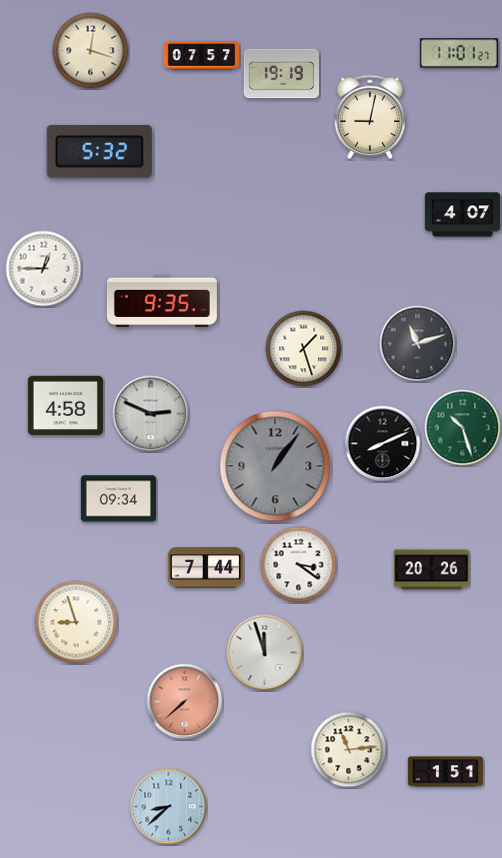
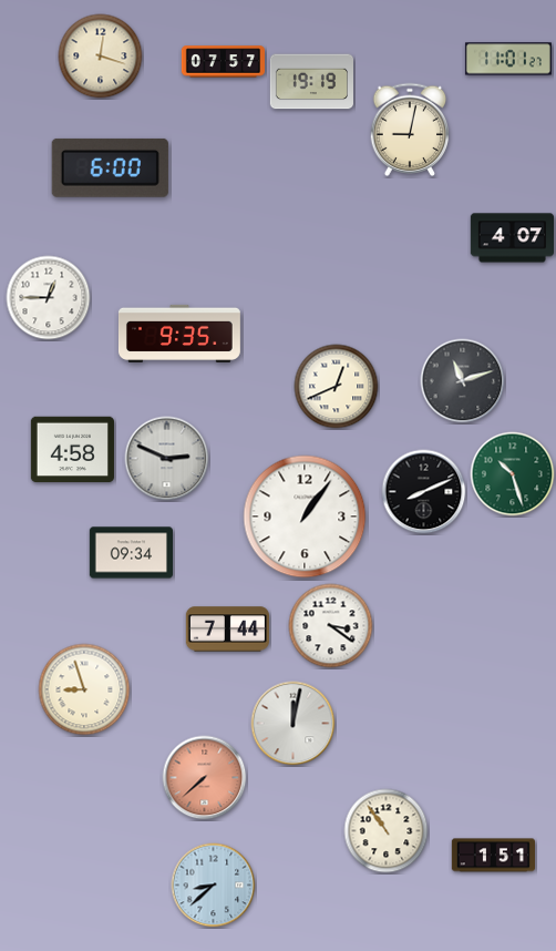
clock at (99, 151): 5:32 -> 6:00
clock at (304, 349): 1:27 -> 12:41
clock at (275, 466) dial: grey -> white
clock at (431, 570): 20:26 -> none
clock at (265, 653): 11:57 -> 12:02
clock at (349, 750): 11:14 -> 10:54
clock at (169, 807) position: (169, 807) -> (214, 886)
